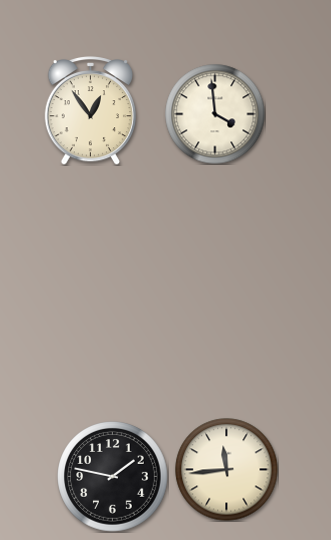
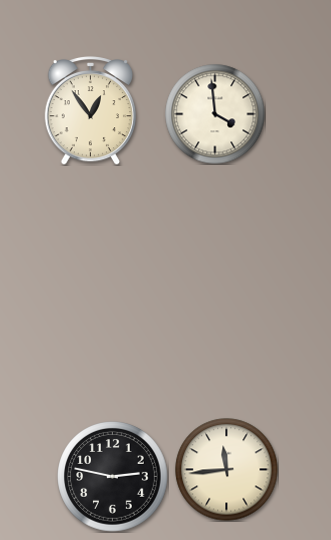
clock at (113, 477): 1:47 -> 2:47
